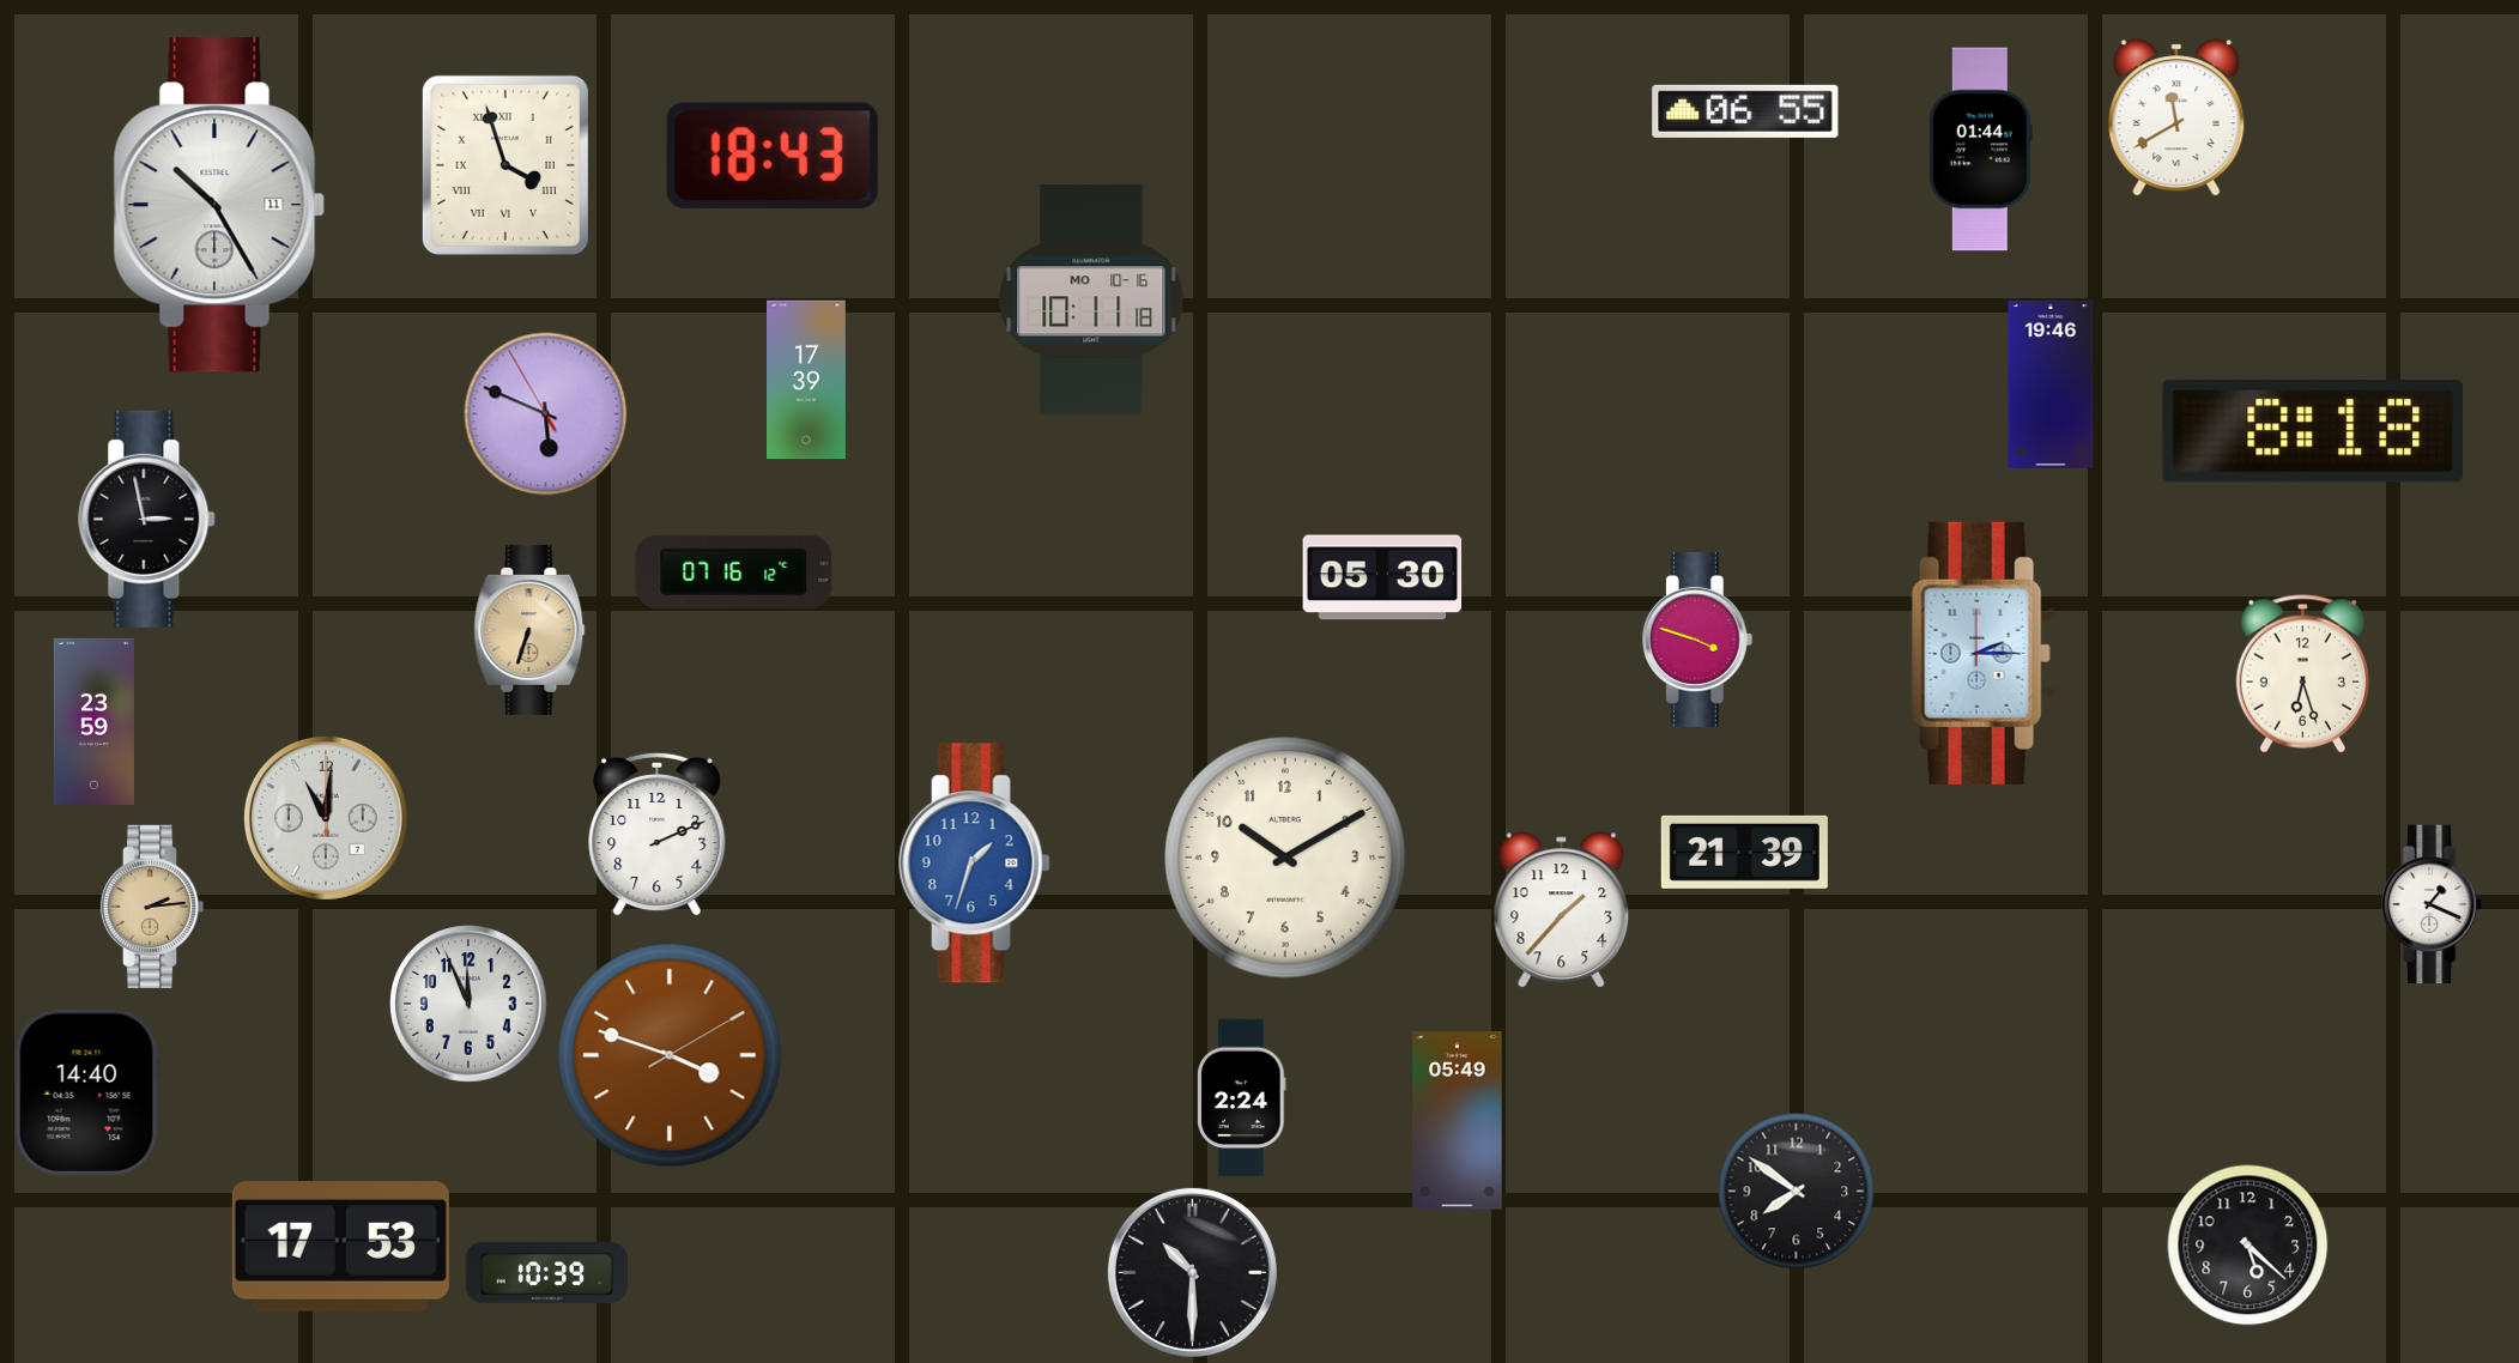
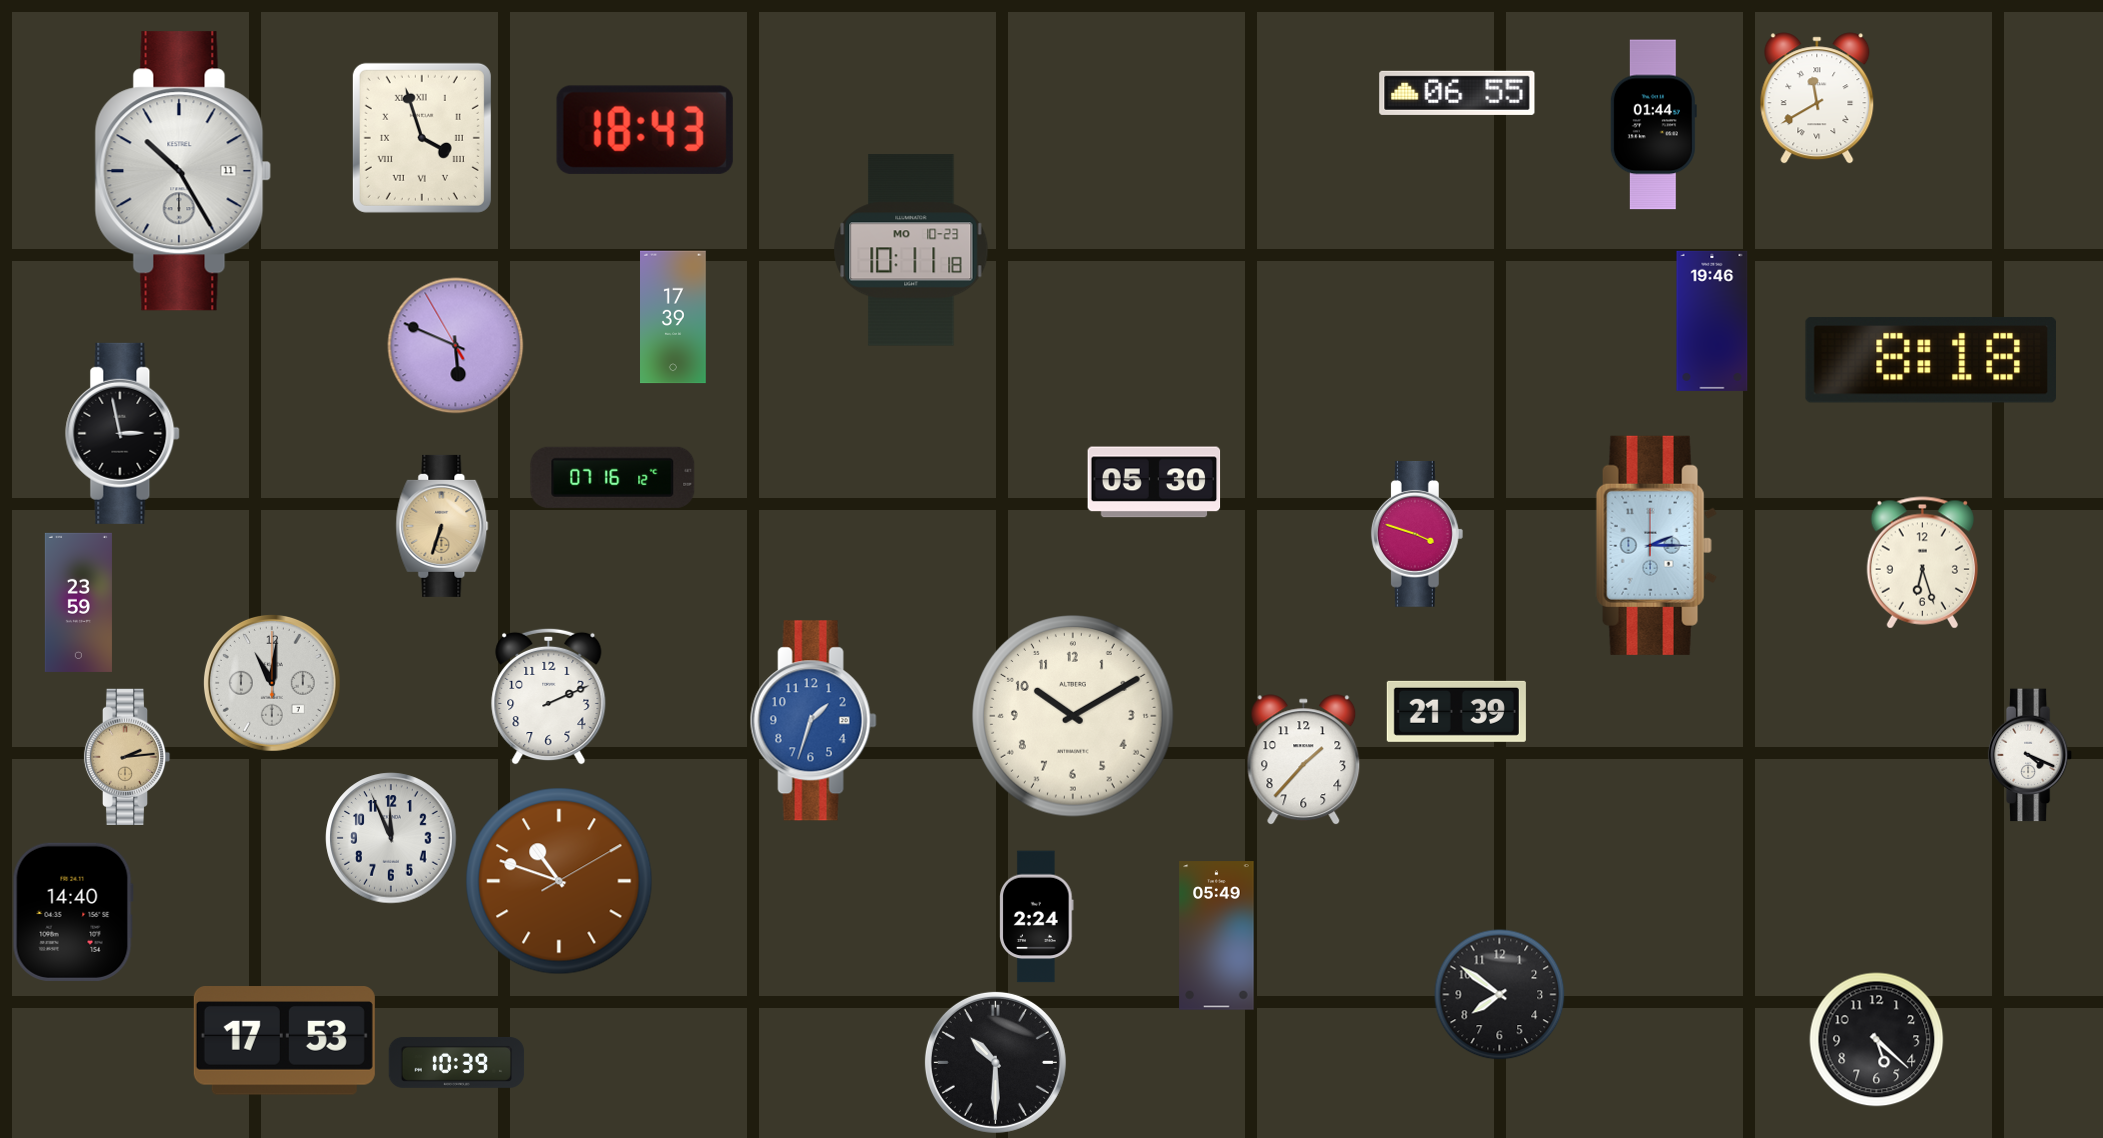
clock at (1091, 299) date: MO 10-16 -> MO 10-23
clock at (2432, 904): 1:19 -> 4:19
clock at (670, 1055): 3:48 -> 10:48
